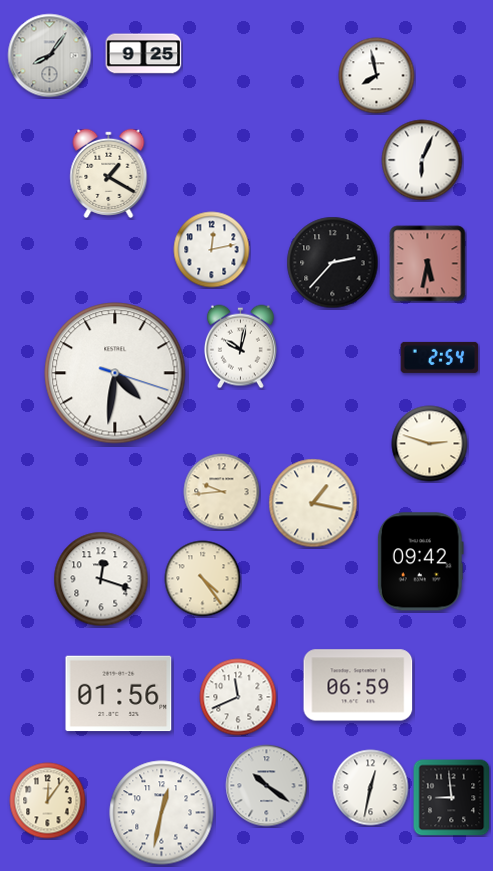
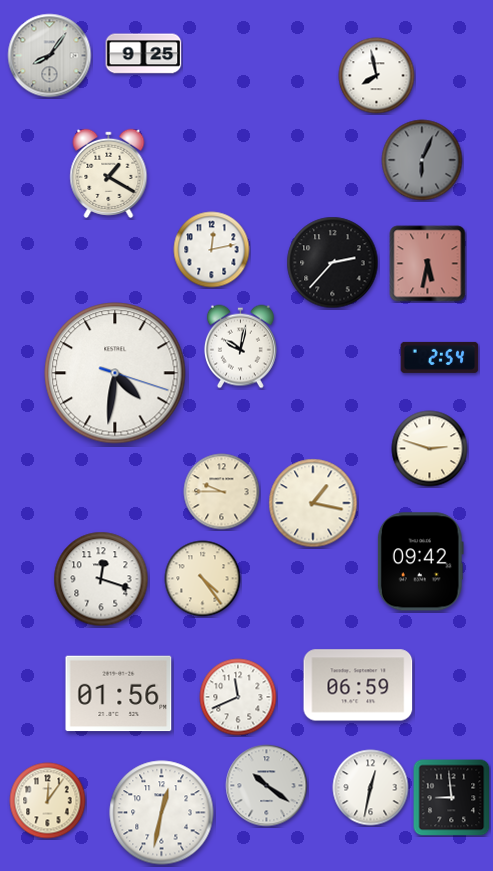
clock at (422, 160) dial: white -> grey
clock at (430, 444) position: (430, 444) -> (430, 449)
clock at (222, 492): 9:44 -> 9:45
